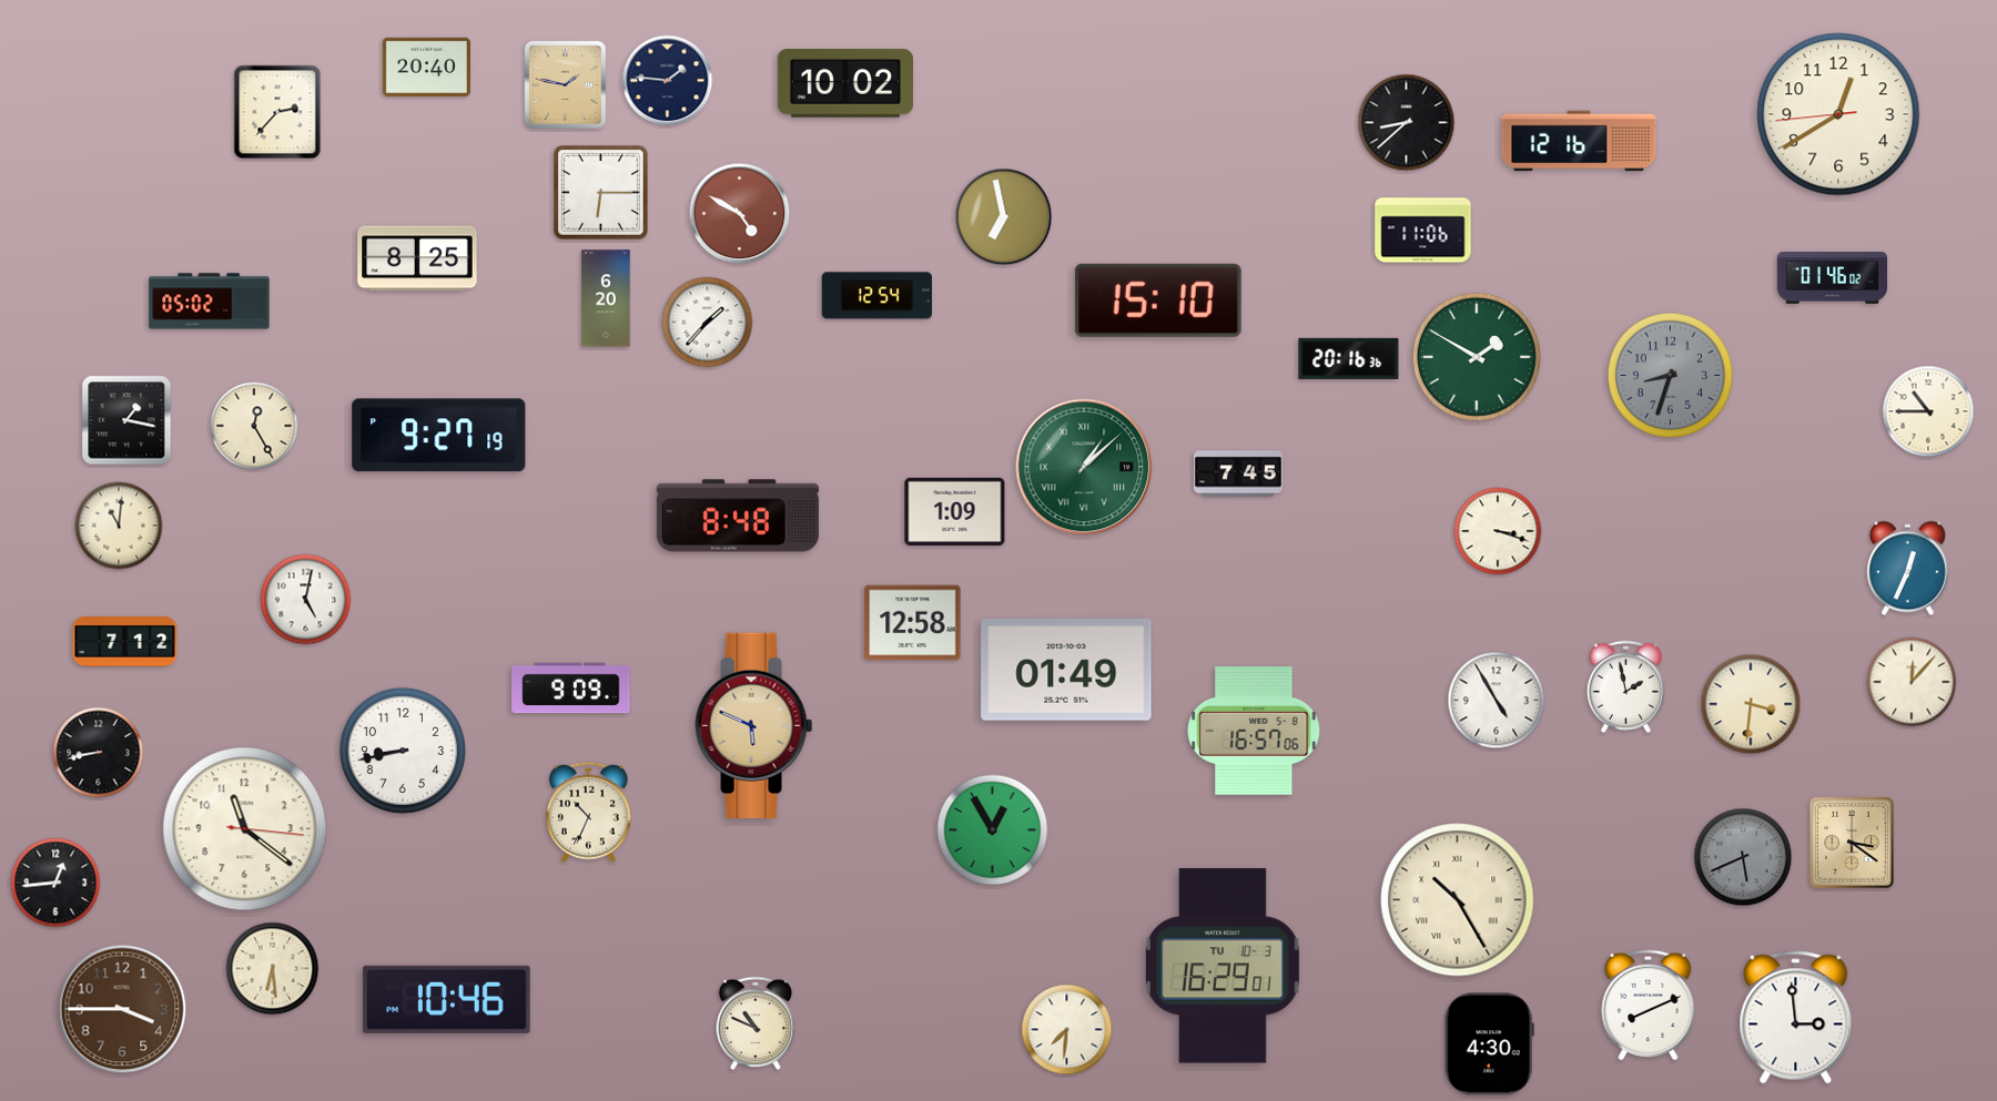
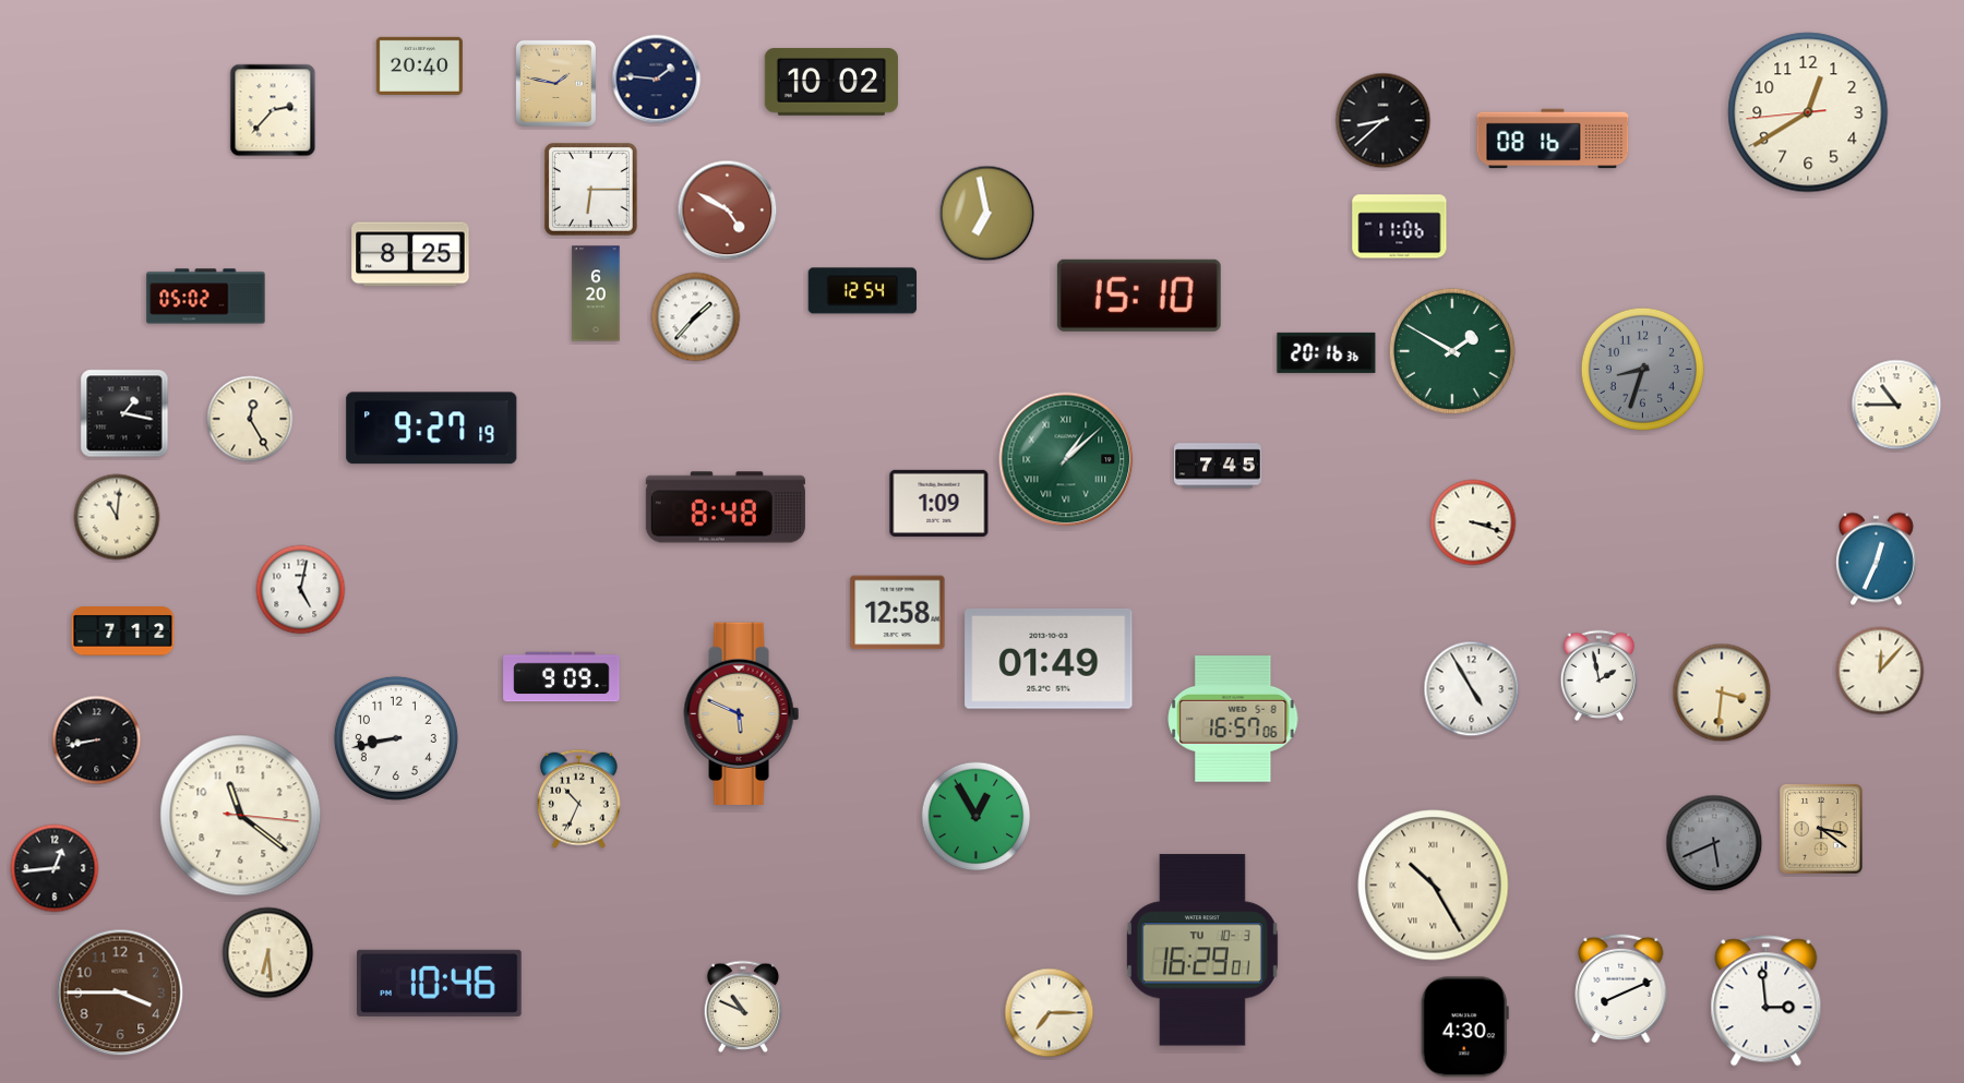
clock at (1579, 141): 12:16 -> 08:16
clock at (1833, 278): 01:46 -> none
clock at (1067, 1030): 7:31 -> 7:15
